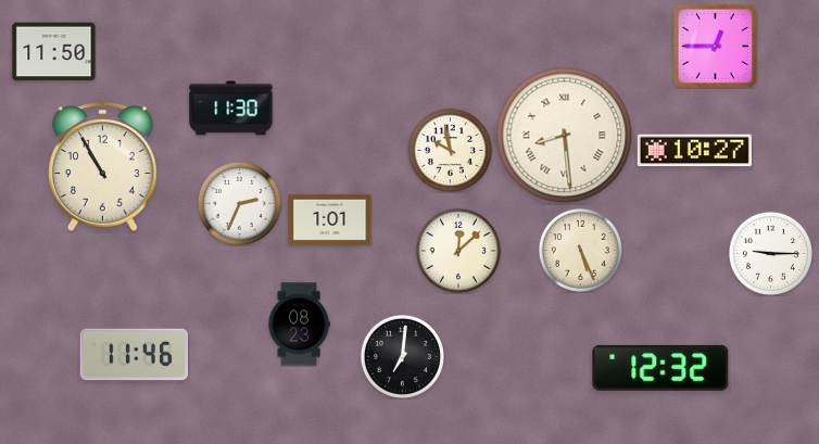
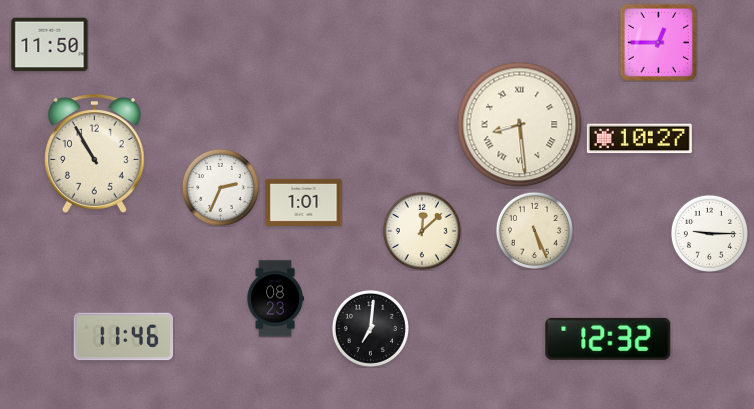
clock at (54, 52) position: (54, 52) -> (50, 45)
clock at (231, 109): 11:30 -> none
clock at (450, 150): 9:58 -> none
clock at (134, 355) position: (134, 355) -> (123, 337)
